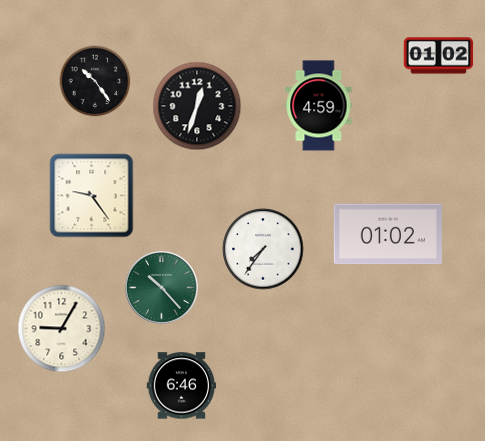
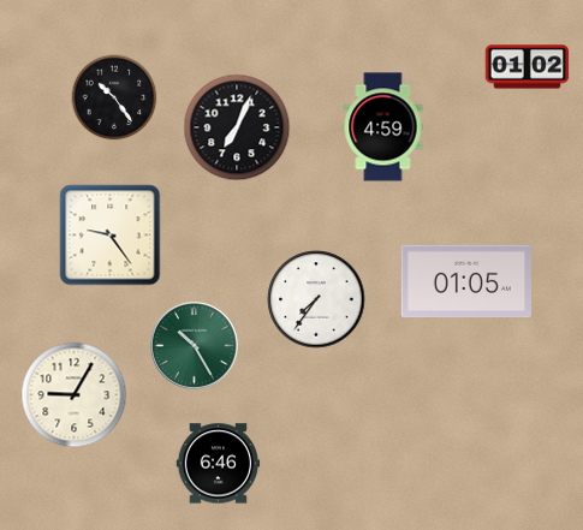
clock at (197, 106): 12:33 -> 7:04
clock at (387, 234): 01:02 -> 01:05
clock at (161, 287): 10:23 -> 10:25
